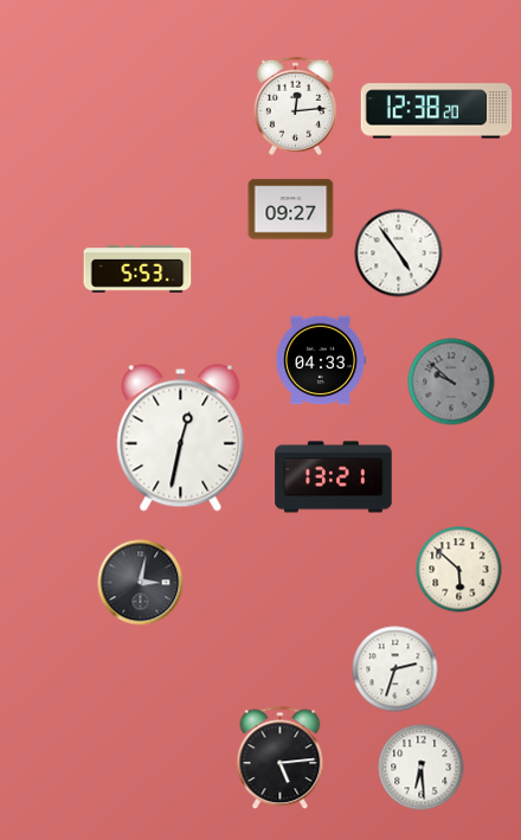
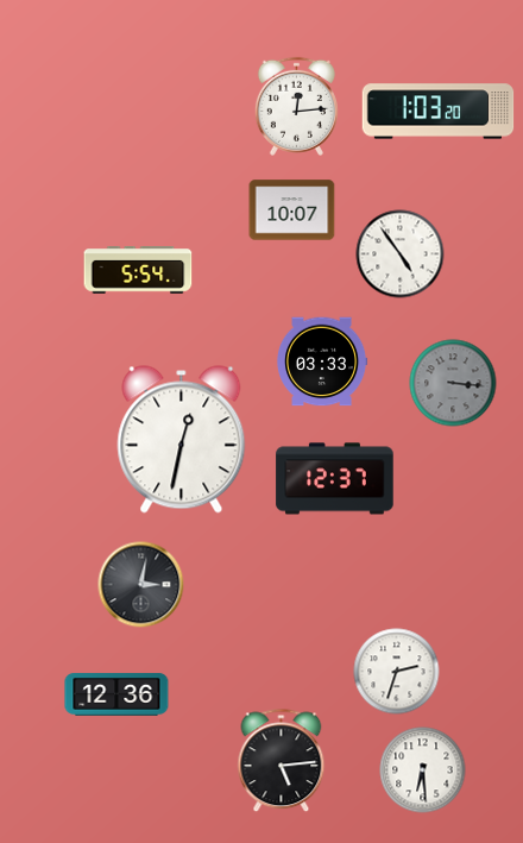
clock at (437, 111): 12:38 -> 1:03
clock at (291, 210): 09:27 -> 10:07
clock at (137, 270): 5:53 -> 5:54
clock at (321, 360): 04:33 -> 03:33
clock at (451, 381): 9:52 -> 3:16
clock at (334, 477): 13:21 -> 12:37
clock at (459, 570): 5:52 -> none
clock at (116, 694): none -> 12:36
